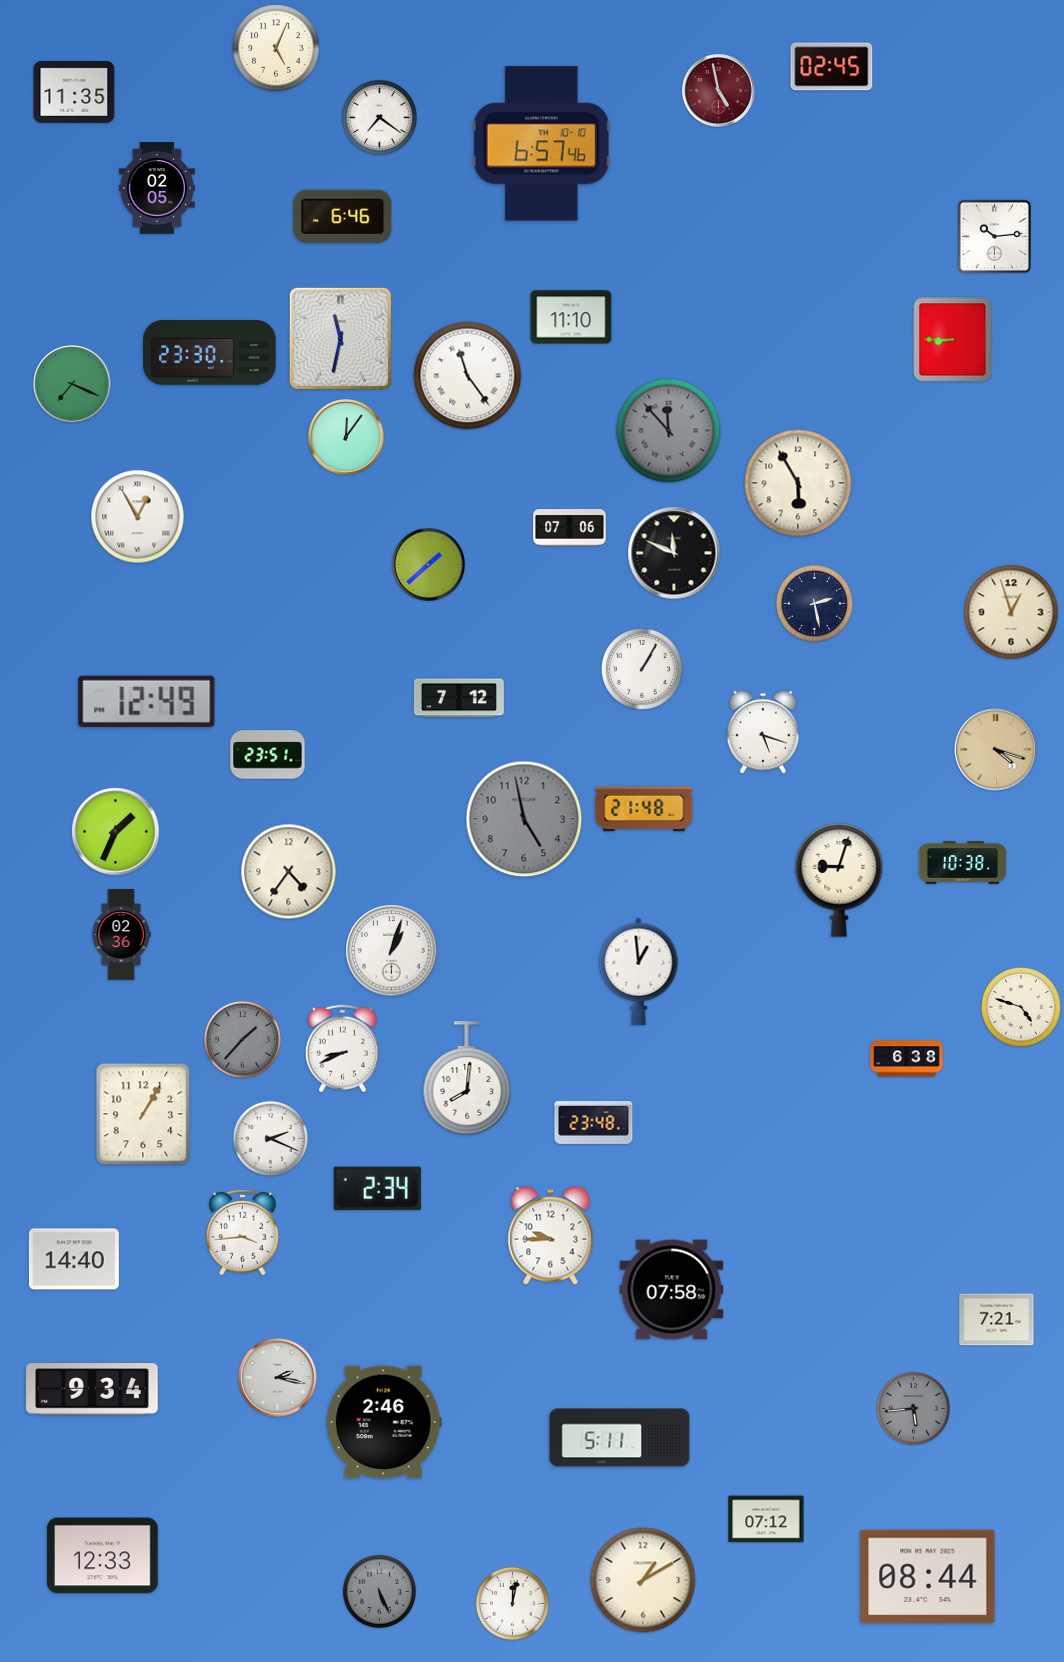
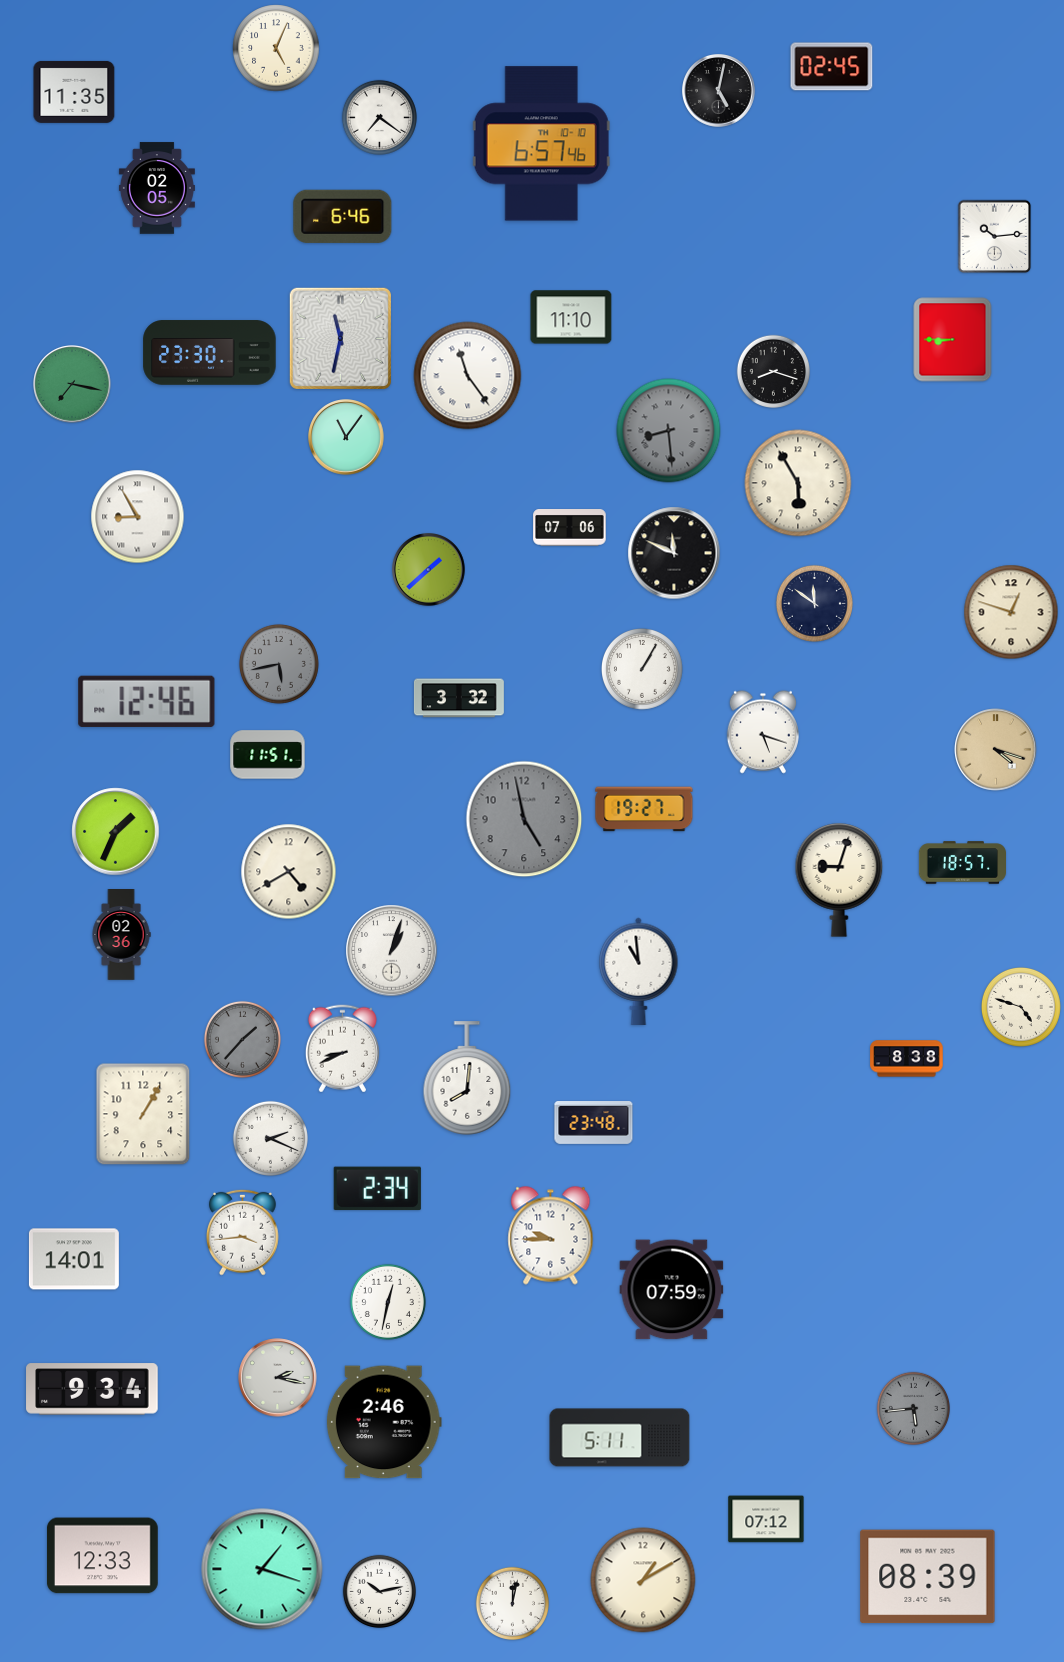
clock at (719, 91): 4:58 -> 5:02
clock at (719, 91) dial: burgundy -> black
clock at (773, 371): none -> 8:18
clock at (72, 384): 7:19 -> 7:17
clock at (669, 431): 11:53 -> 8:29
clock at (346, 437): 12:06 -> 11:06
clock at (138, 517): 12:55 -> 8:55
clock at (429, 565) position: (429, 565) -> (429, 570)
clock at (814, 603): 2:28 -> 11:51
clock at (1011, 612): 12:57 -> 12:48
clock at (279, 664): none -> 5:43
clock at (459, 698): 7:12 -> 3:32
clock at (147, 701): 12:49 -> 12:46
clock at (268, 755): 23:51 -> 11:51
clock at (644, 809): 21:48 -> 19:27
clock at (963, 863): 10:38 -> 18:57
clock at (289, 872): 4:36 -> 4:40
clock at (639, 971): 12:59 -> 10:59
clock at (907, 1059): 6:38 -> 8:38
clock at (74, 1259): 14:40 -> 14:01
clock at (672, 1290): 07:58 -> 07:59
clock at (388, 1302): none -> 12:32
clock at (997, 1320): 7:21 -> none
clock at (262, 1569): none -> 1:18
clock at (928, 1577): 08:44 -> 08:39
clock at (379, 1591): 5:26 -> 10:13
clock at (379, 1591) dial: grey -> white
